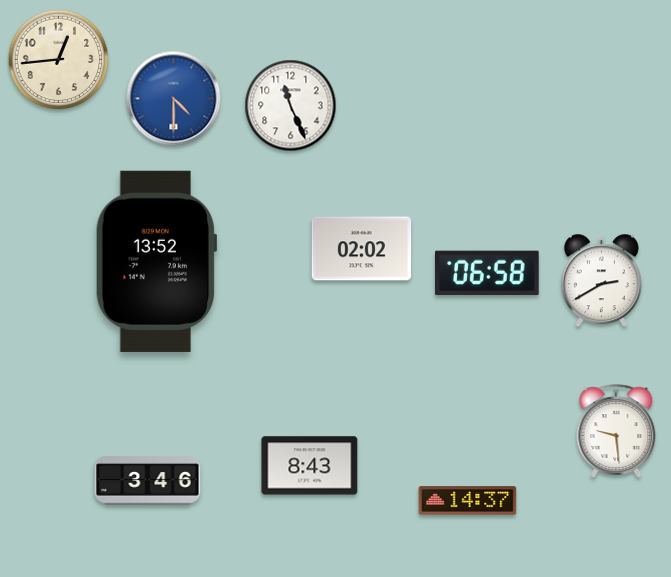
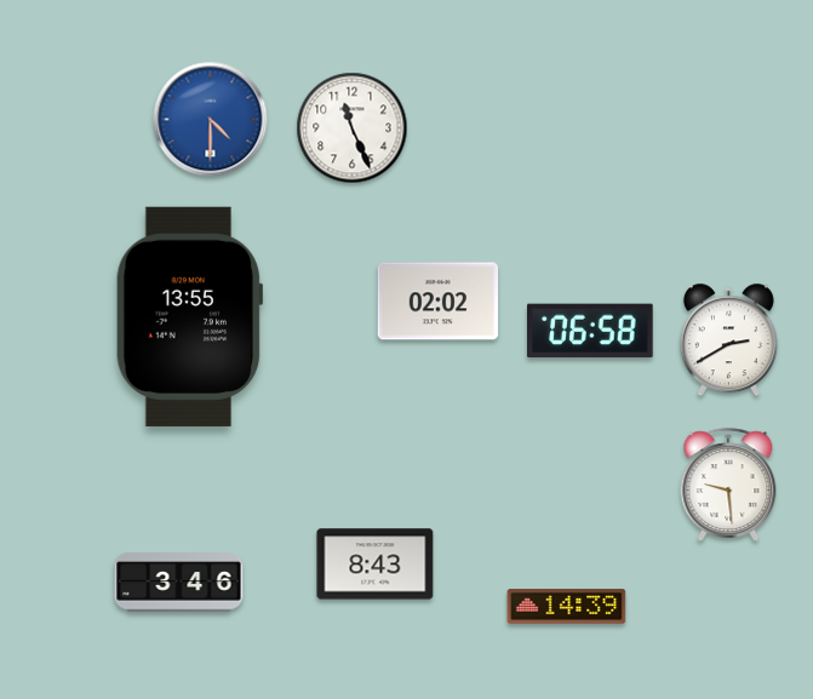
clock at (59, 60): 12:44 -> none
clock at (156, 261): 13:52 -> 13:55
clock at (616, 431) position: (616, 431) -> (728, 485)
clock at (468, 501): 14:37 -> 14:39
